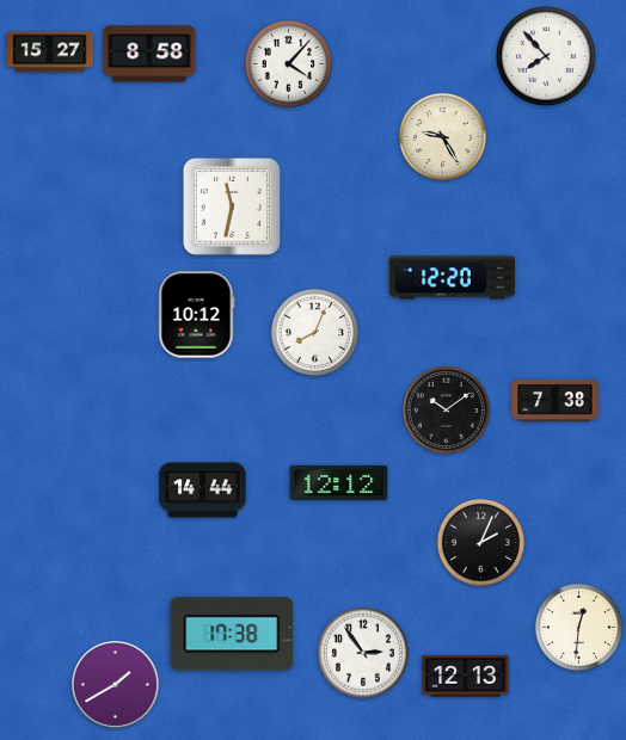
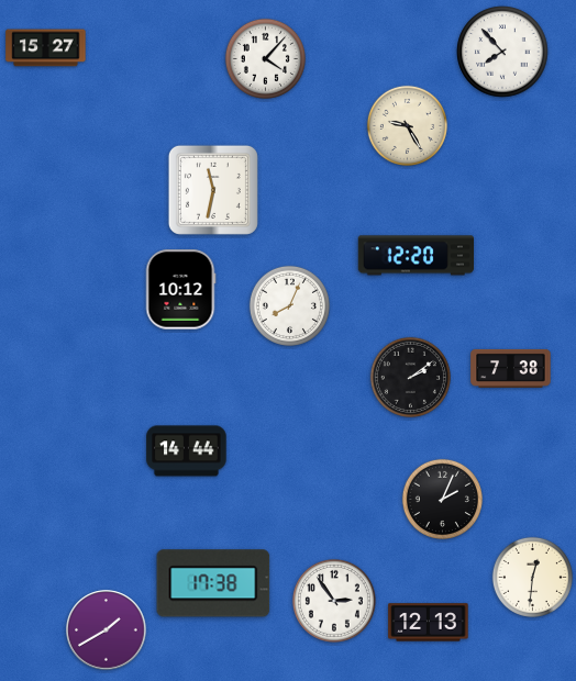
clock at (149, 54): 8:58 -> none
clock at (446, 409): 10:09 -> 2:09
clock at (339, 482): 12:12 -> none
